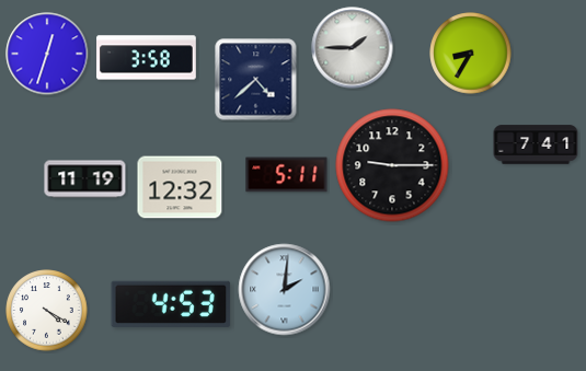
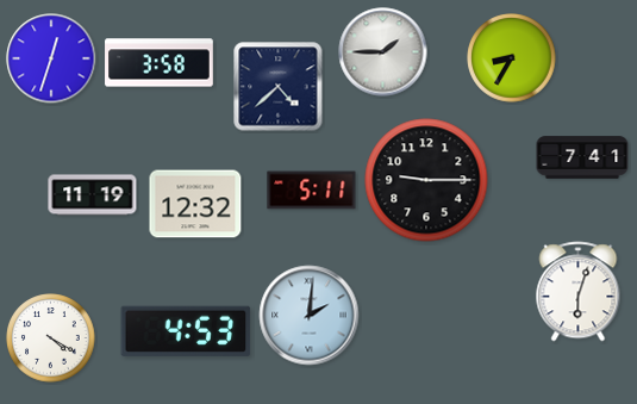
clock at (579, 292): none -> 6:03
